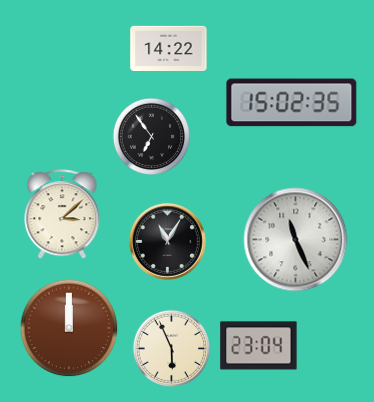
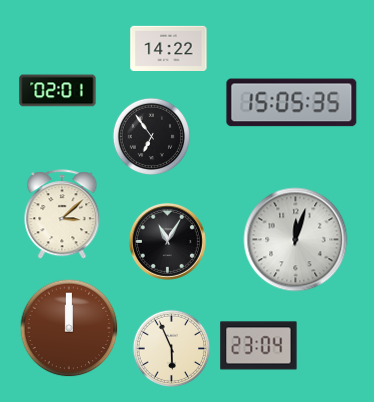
clock at (58, 91): none -> 02:01
clock at (292, 103): 15:02 -> 15:05
clock at (296, 240): 11:26 -> 12:03
